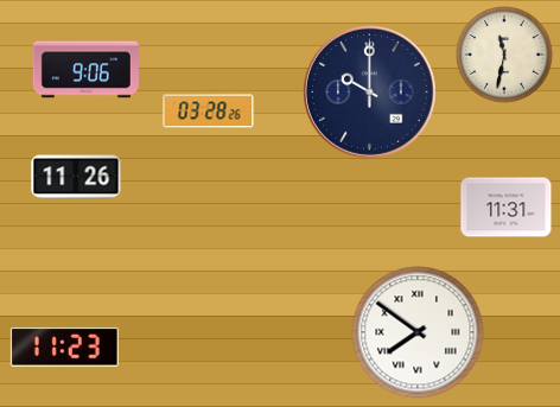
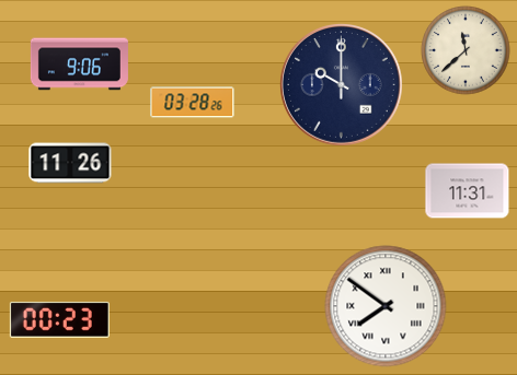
clock at (504, 55): 11:32 -> 11:38
clock at (64, 346): 11:23 -> 00:23
